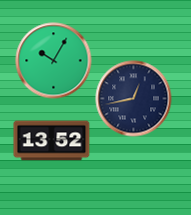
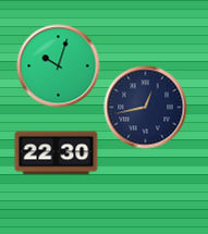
clock at (54, 61): 10:05 -> 10:03
clock at (52, 141): 13:52 -> 22:30
